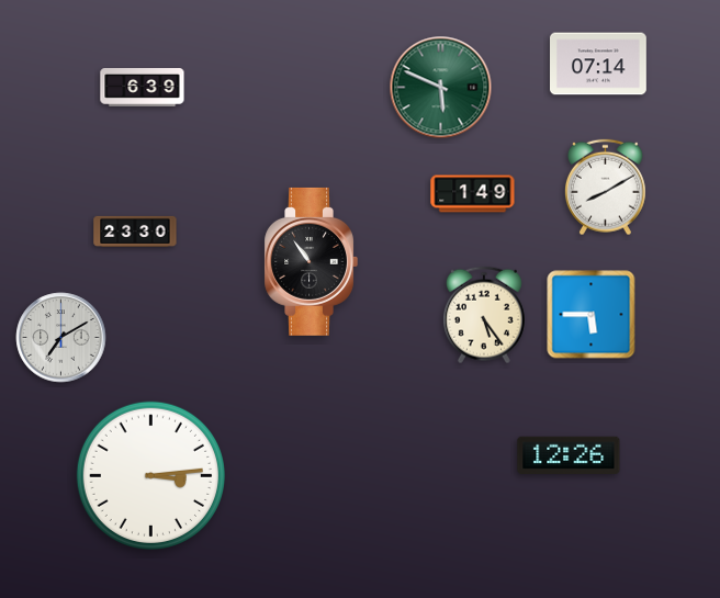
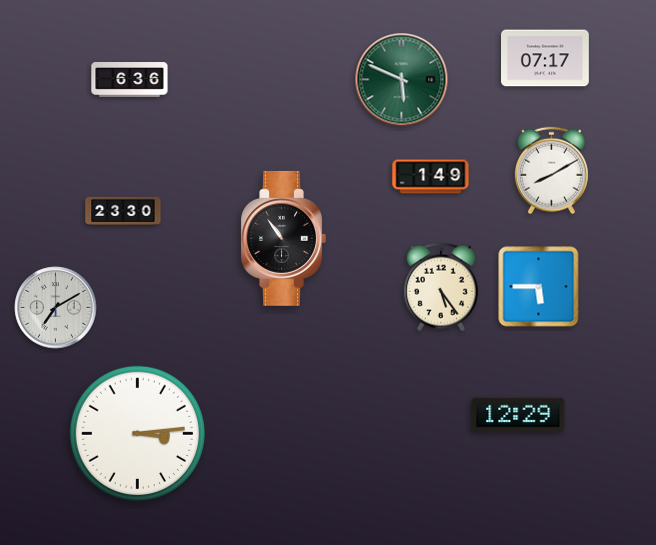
clock at (599, 64): 07:14 -> 07:17
clock at (143, 88): 6:39 -> 6:36
clock at (569, 454): 12:26 -> 12:29
